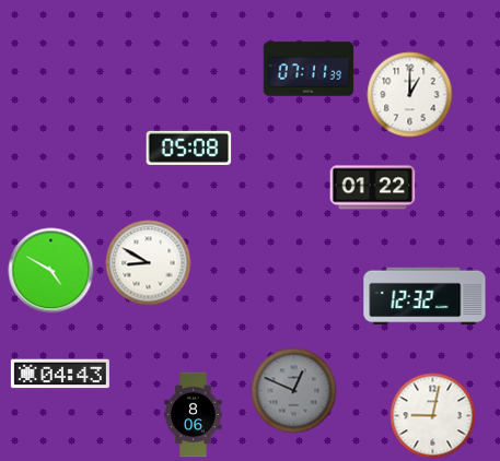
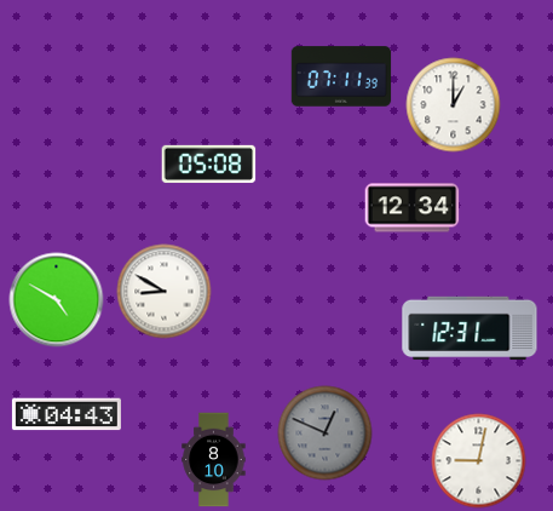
clock at (372, 188): 01:22 -> 12:34
clock at (425, 296): 12:32 -> 12:31
clock at (194, 414): 8:06 -> 8:10
